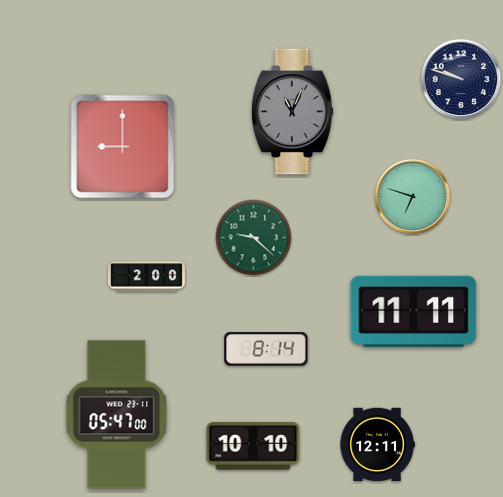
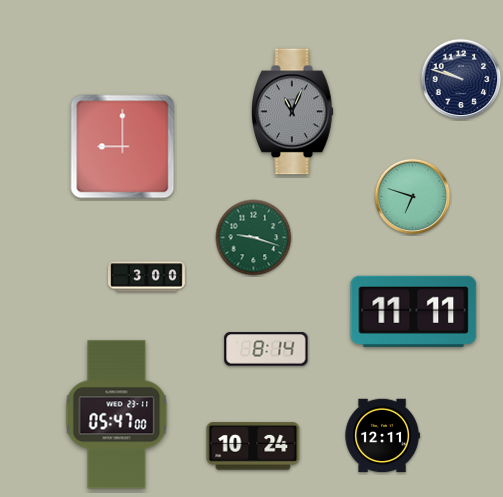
clock at (254, 238): 9:22 -> 9:18
clock at (147, 277): 2:00 -> 3:00
clock at (377, 445) position: (377, 445) -> (382, 436)
clock at (253, 446): 10:10 -> 10:24
